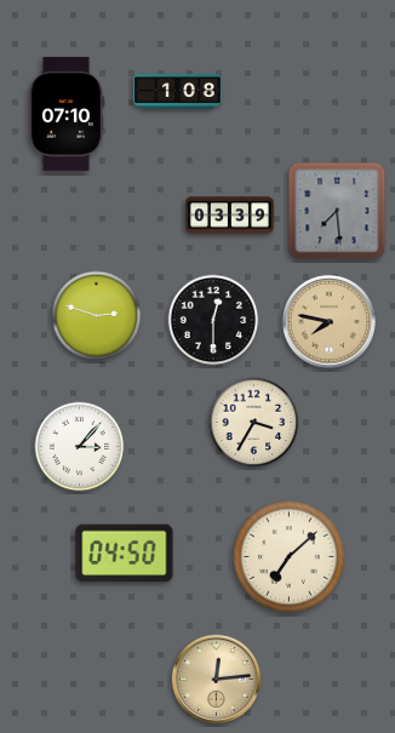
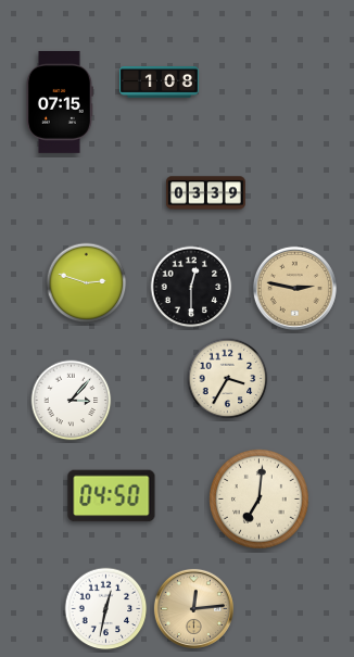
clock at (65, 114): 07:10 -> 07:15
clock at (337, 211): 7:29 -> none
clock at (328, 321): 7:47 -> 2:47
clock at (290, 557): 7:08 -> 7:01
clock at (106, 609): none -> 12:32
